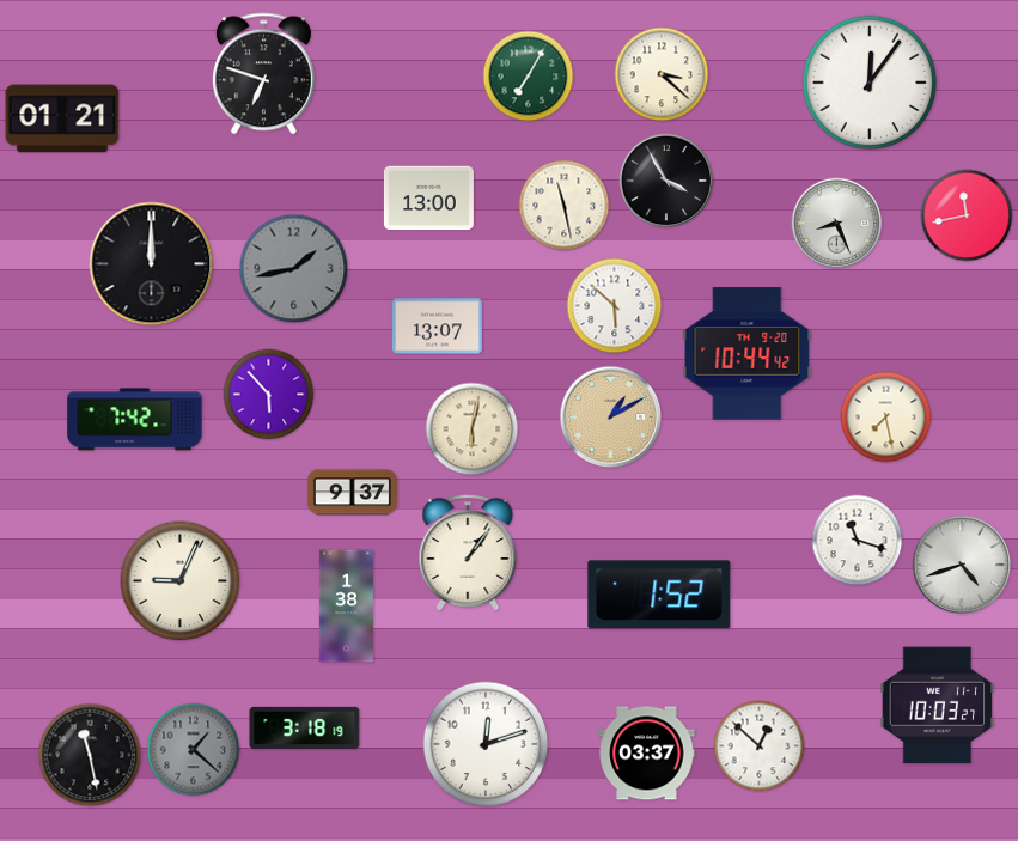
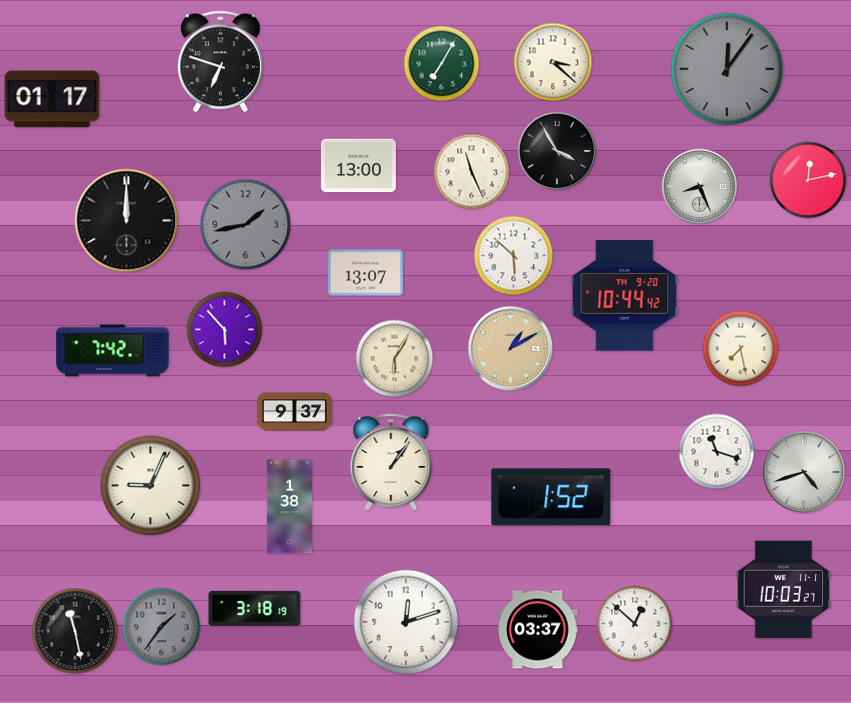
clock at (870, 83) dial: white -> grey
clock at (62, 118): 01:21 -> 01:17
clock at (565, 206): 11:28 -> 11:26
clock at (967, 215): 11:43 -> 12:13
clock at (473, 429): 6:02 -> 6:05
clock at (194, 750): 1:22 -> 1:36
clock at (647, 754) position: (647, 754) -> (538, 630)
